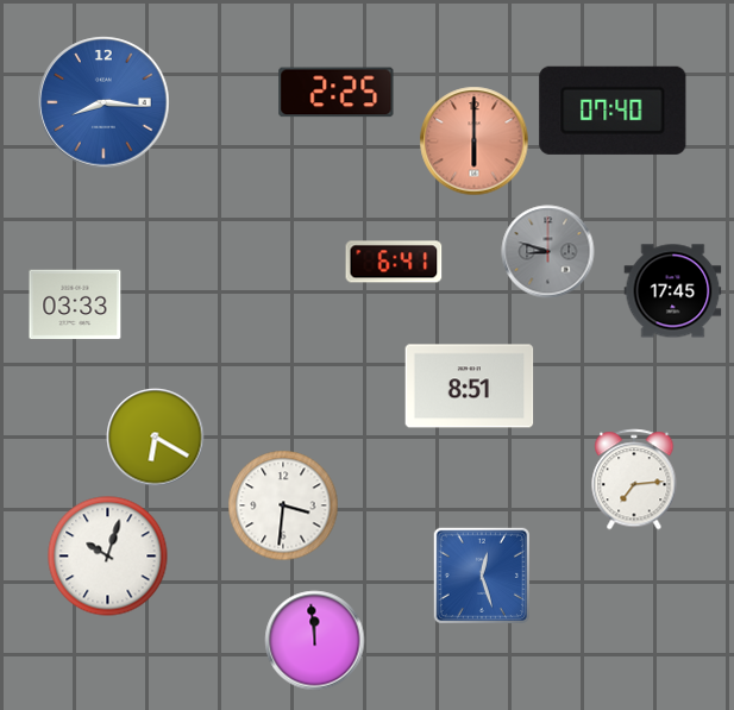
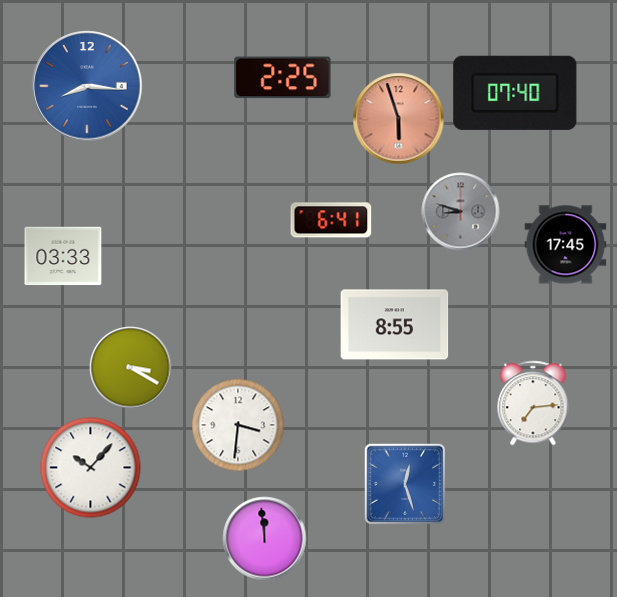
clock at (475, 142): 6:00 -> 5:57
clock at (470, 387): 8:51 -> 8:55
clock at (156, 438): 6:20 -> 3:20
clock at (108, 557): 10:03 -> 10:07
